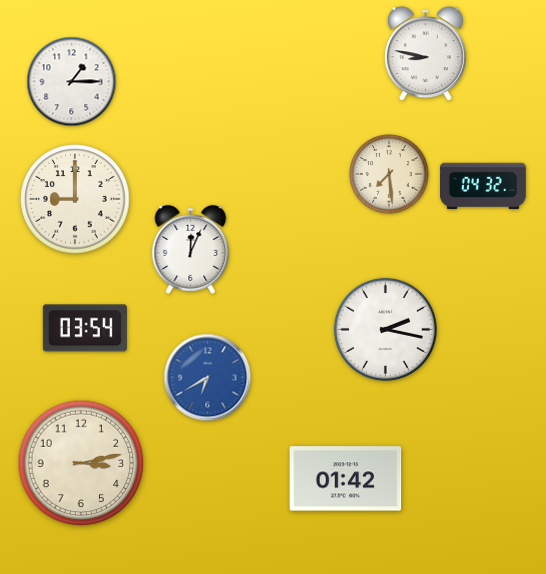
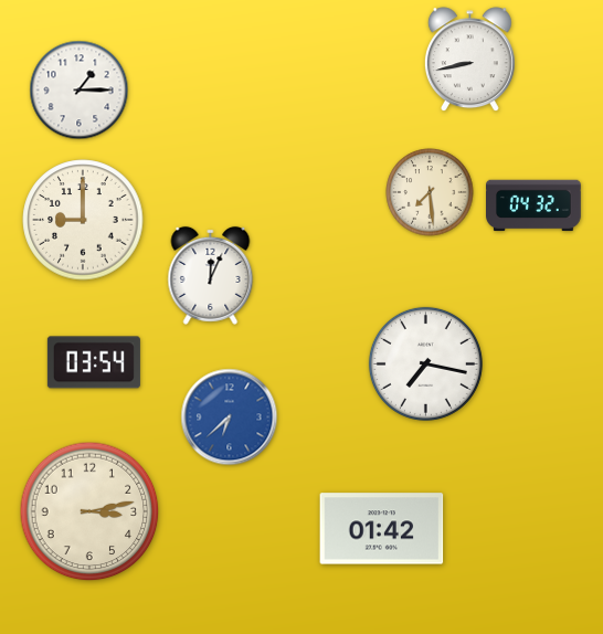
clock at (425, 54): 8:47 -> 8:43
clock at (385, 329): 2:17 -> 7:17
clock at (208, 378): 6:40 -> 6:38
